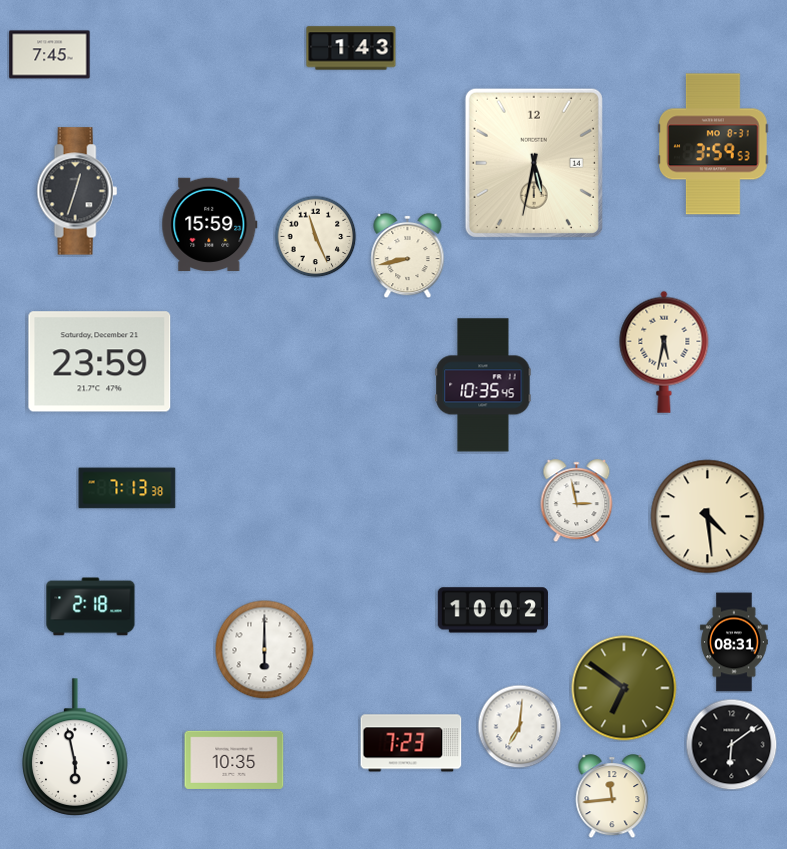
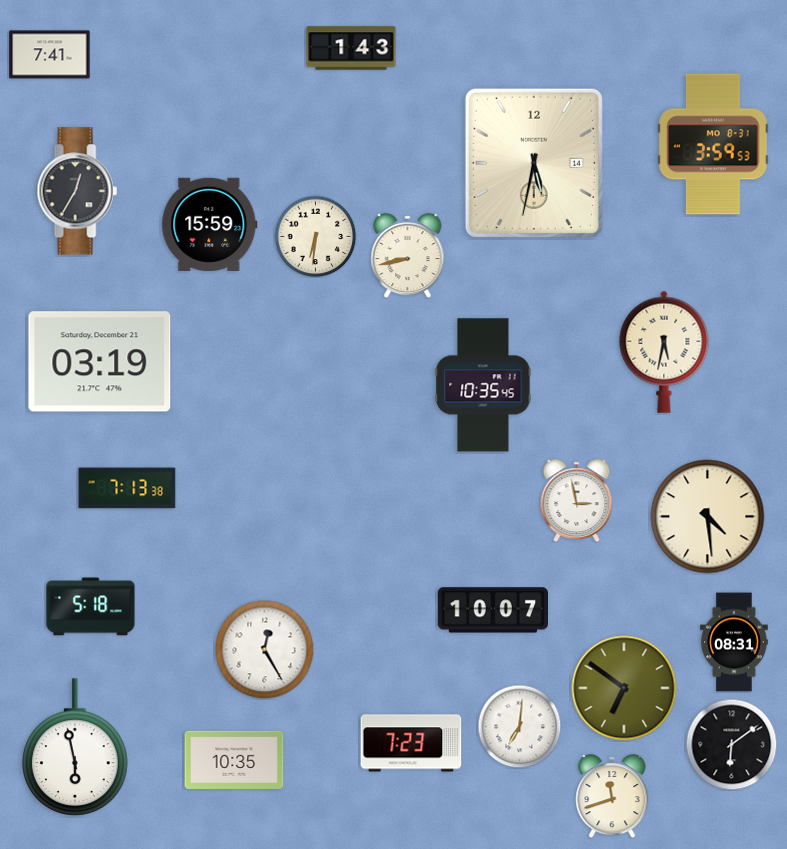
clock at (50, 55): 7:45 -> 7:41
clock at (77, 191): 12:33 -> 12:35
clock at (315, 236): 11:26 -> 6:31
clock at (100, 362): 23:59 -> 03:19
clock at (91, 607): 2:18 -> 5:18
clock at (493, 610): 10:02 -> 10:07
clock at (265, 650): 6:00 -> 12:25
clock at (612, 796): 11:44 -> 11:42
